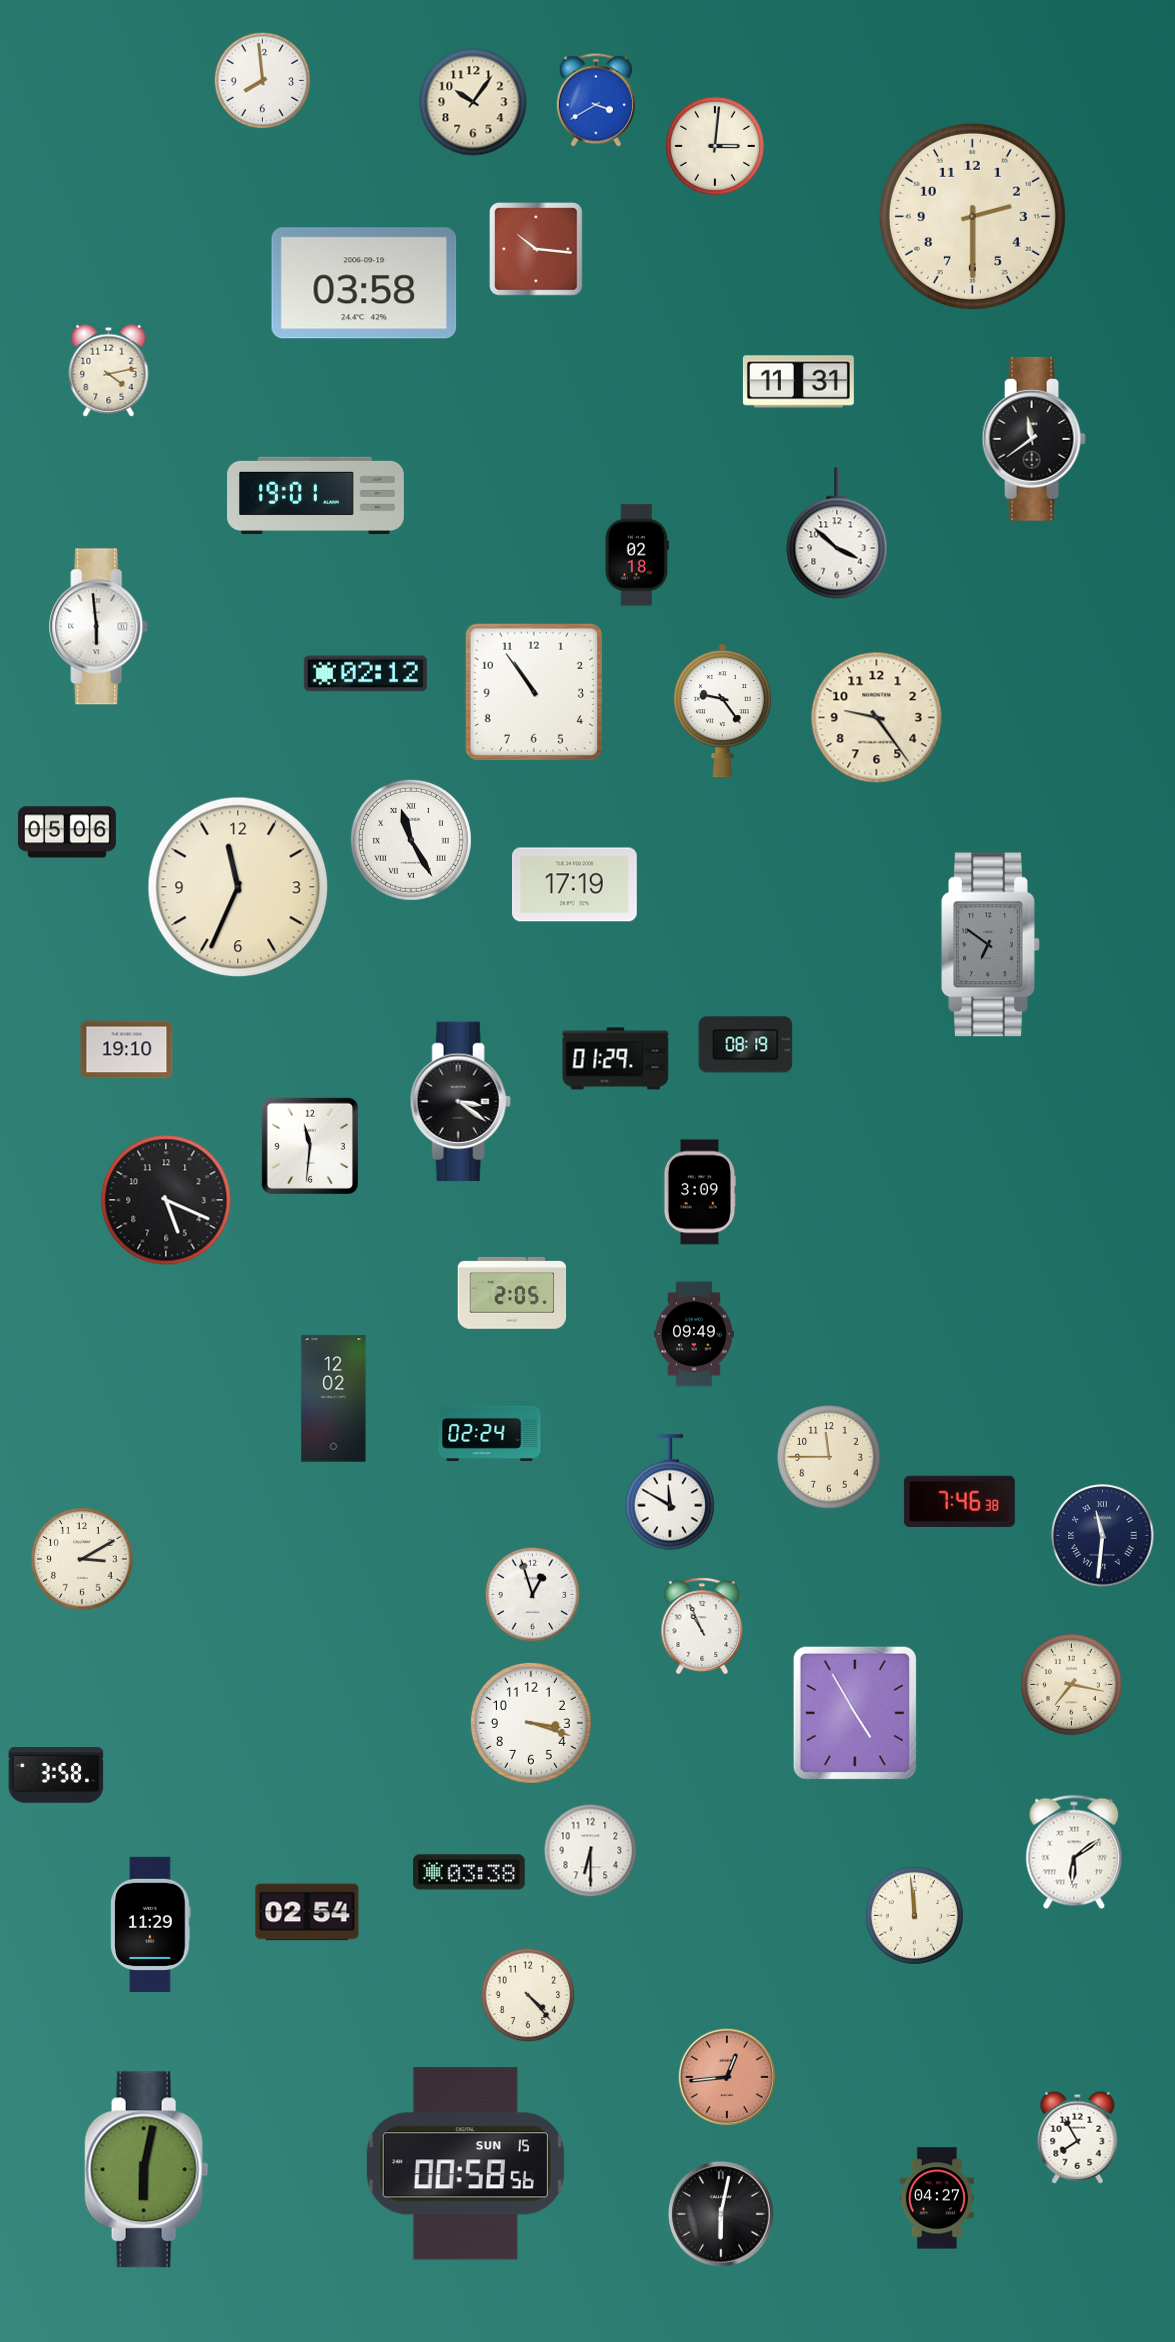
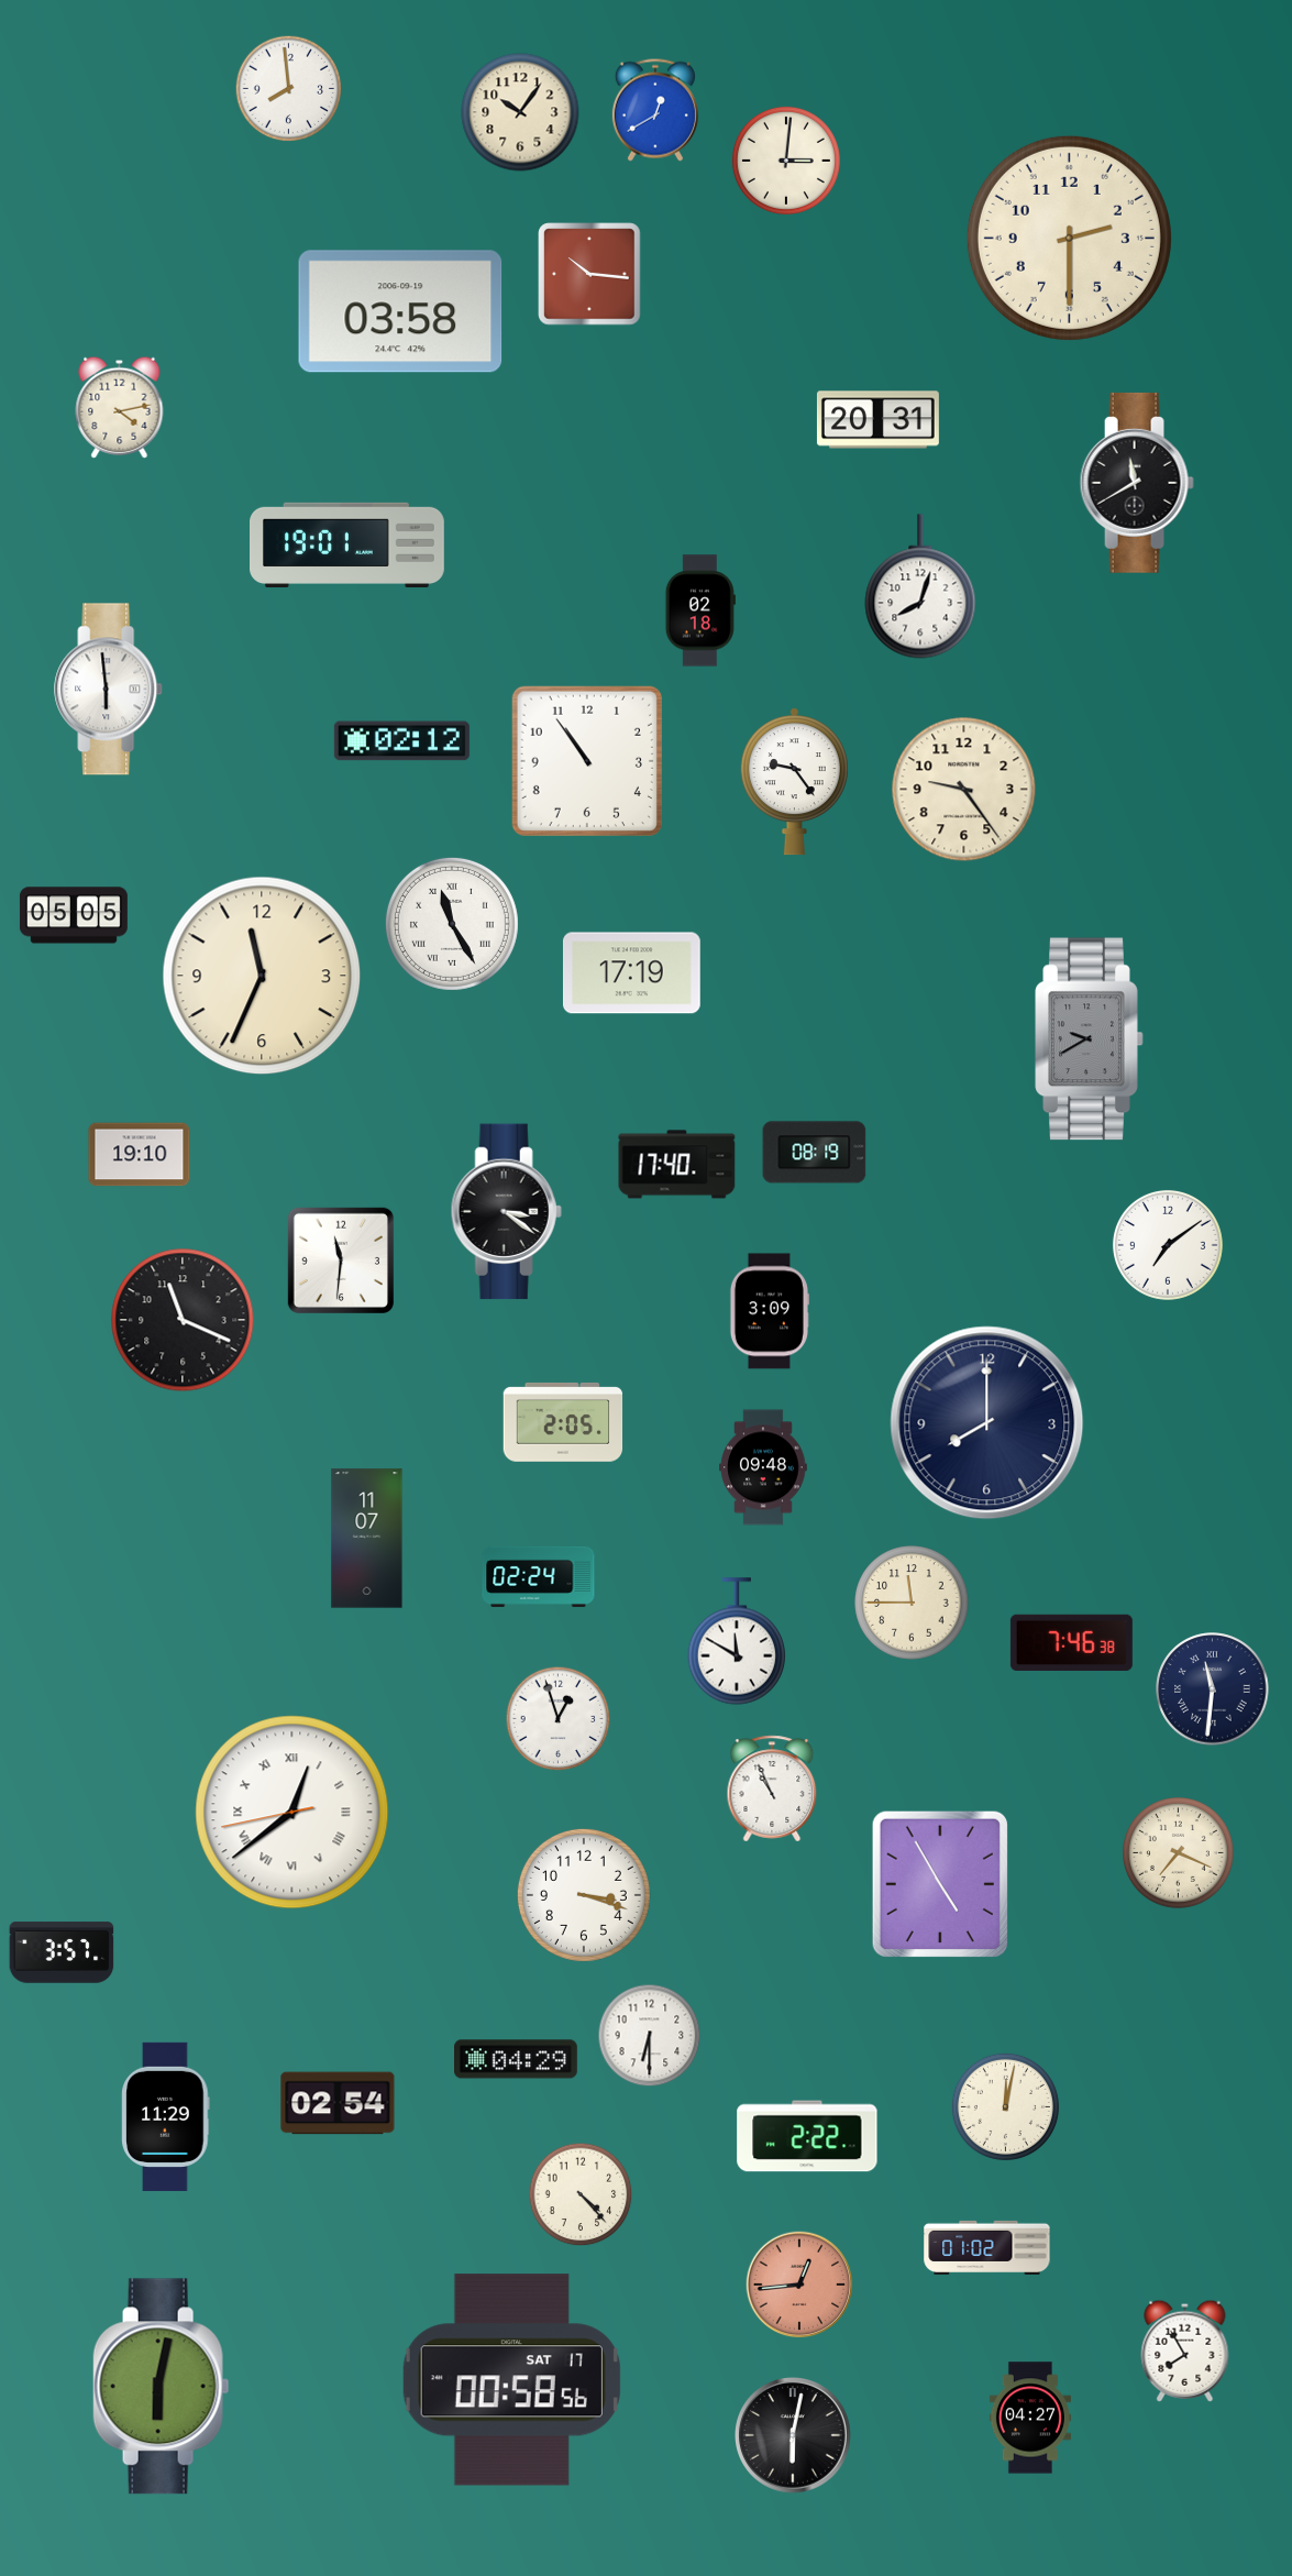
clock at (596, 100): 3:40 -> 12:40
clock at (798, 382): 11:31 -> 20:31
clock at (1034, 439): 11:39 -> 11:40
clock at (837, 533): 3:52 -> 8:03
clock at (67, 832): 05:06 -> 05:05
clock at (991, 945): 6:51 -> 9:40
clock at (746, 1045) position: (746, 1045) -> (815, 1153)
clock at (616, 1059): 01:29 -> 17:40
clock at (1168, 1245): none -> 7:09
clock at (166, 1200): 5:19 -> 11:19
clock at (987, 1423): none -> 8:00
clock at (694, 1334): 09:49 -> 09:48
clock at (334, 1399): 12:02 -> 11:07
clock at (959, 1501) position: (959, 1501) -> (1071, 1642)
clock at (82, 1559): 3:10 -> none
clock at (533, 1595) position: (533, 1595) -> (559, 1719)
clock at (292, 1813): none -> 12:38
clock at (1072, 1685): 7:17 -> 7:19
clock at (56, 1775): 3:58 -> 3:57
clock at (1074, 1852): 6:09 -> none
clock at (470, 1872): 03:38 -> 04:29
clock at (914, 1915): 11:59 -> 12:02
clock at (807, 2136): none -> 2:22
clock at (987, 2247): none -> 01:02
clock at (465, 2164) date: SUN 15 -> SAT 17
